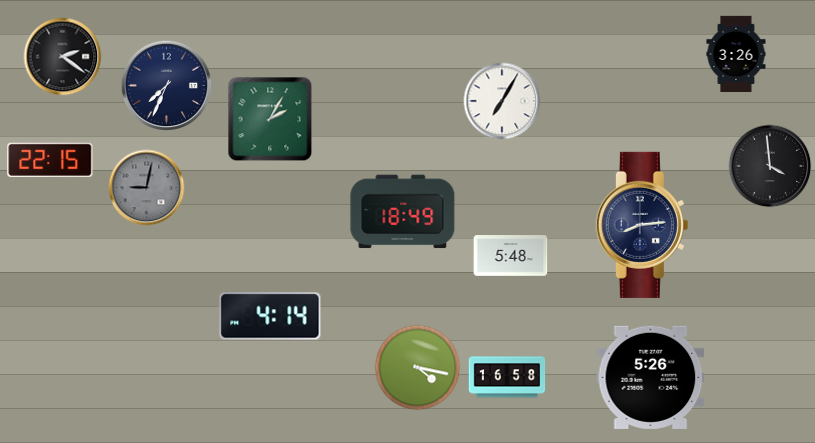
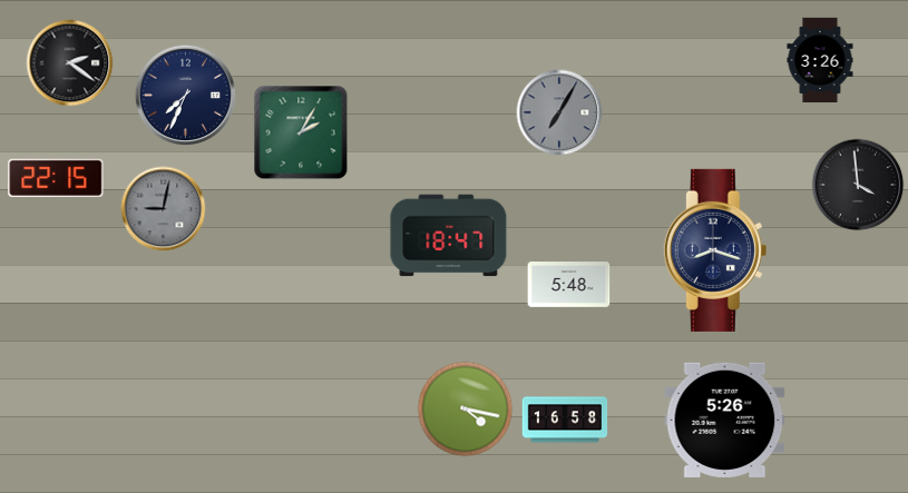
clock at (502, 101) dial: white -> grey
clock at (403, 212): 18:49 -> 18:47
clock at (642, 225): 8:14 -> 8:18
clock at (270, 316): 4:14 -> none
